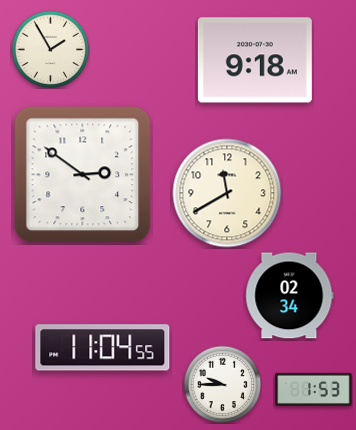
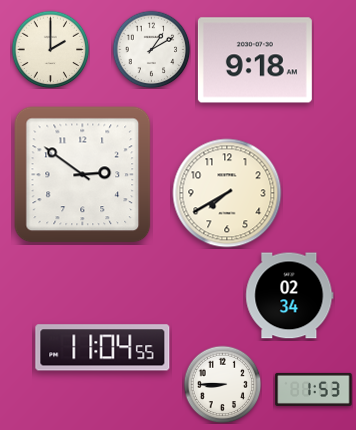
clock at (50, 49): 1:55 -> 2:00
clock at (151, 49): none -> 1:10
clock at (227, 193): 11:40 -> 7:40
clock at (222, 384): 9:45 -> 8:45
